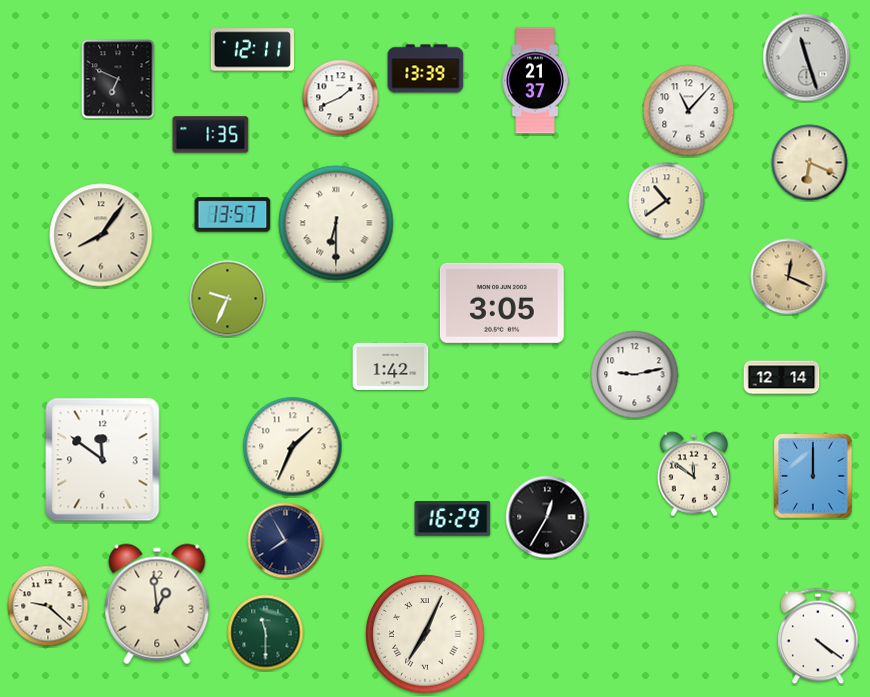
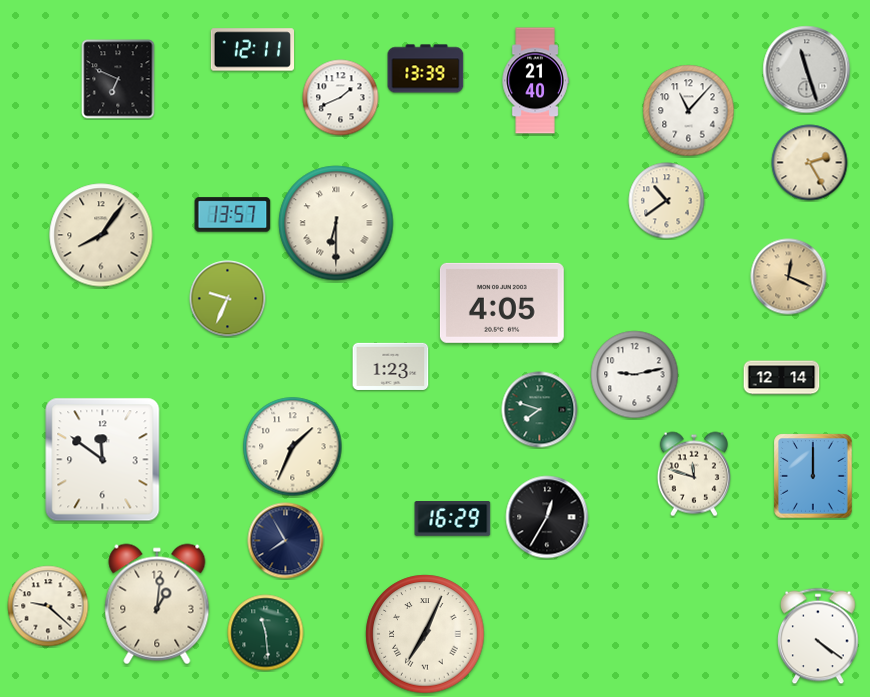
clock at (807, 58) position: (807, 58) -> (807, 70)
clock at (535, 81): 21:37 -> 21:40
clock at (211, 135): 1:35 -> none
clock at (810, 163): 6:19 -> 2:25
clock at (502, 303): 3:05 -> 4:05
clock at (391, 366): 1:42 -> 1:23
clock at (540, 410): none -> 7:48
clock at (694, 474): 11:51 -> 11:48
clock at (157, 604): 12:59 -> 1:01
clock at (266, 633): 11:30 -> 11:29
